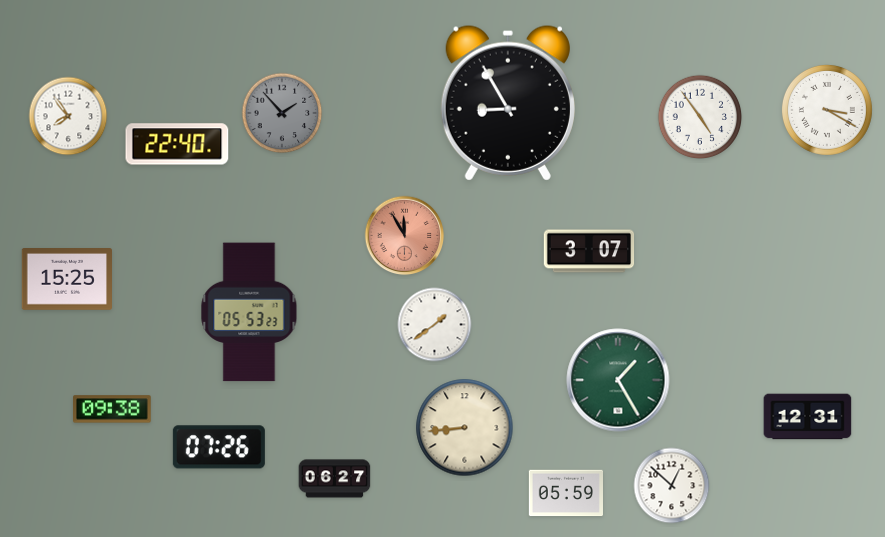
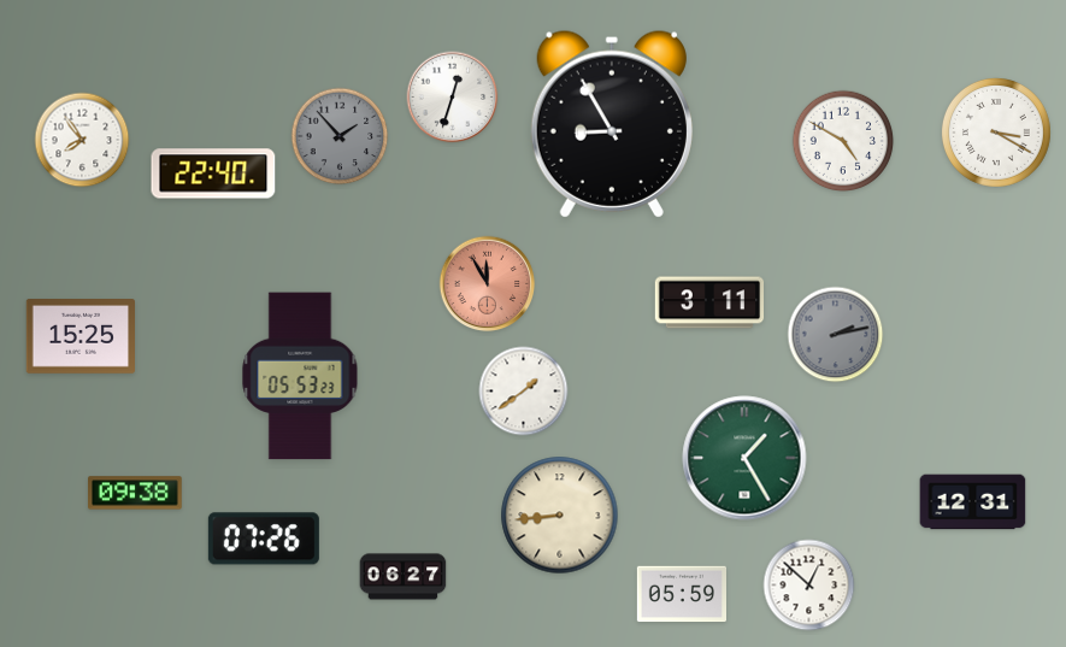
clock at (453, 98): none -> 12:33
clock at (700, 117): 4:54 -> 4:50
clock at (589, 251): 3:07 -> 3:11
clock at (836, 335): none -> 2:13
